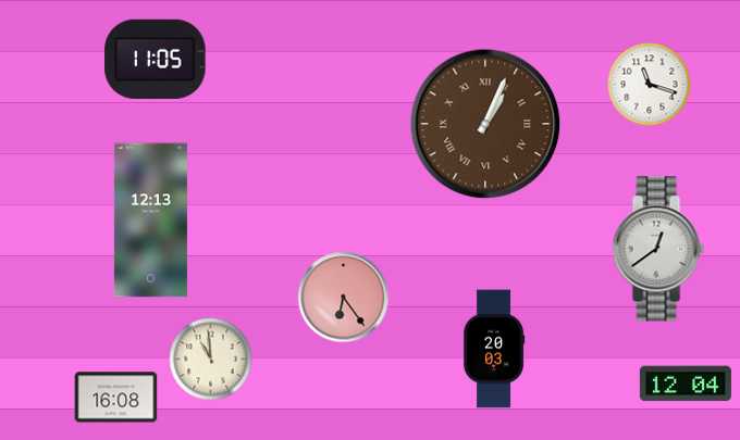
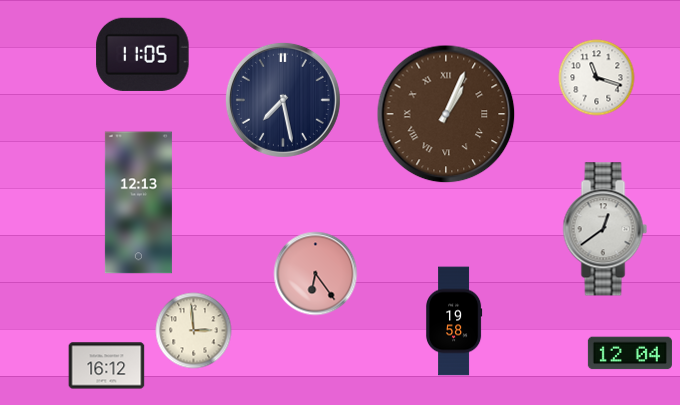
clock at (283, 100): none -> 7:28
clock at (495, 349): 20:03 -> 19:58
clock at (211, 360): 10:59 -> 2:59
clock at (116, 398): 16:08 -> 16:12
